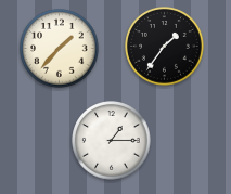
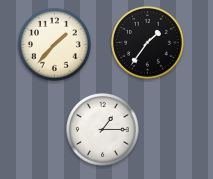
clock at (165, 47) position: (165, 47) -> (148, 43)
